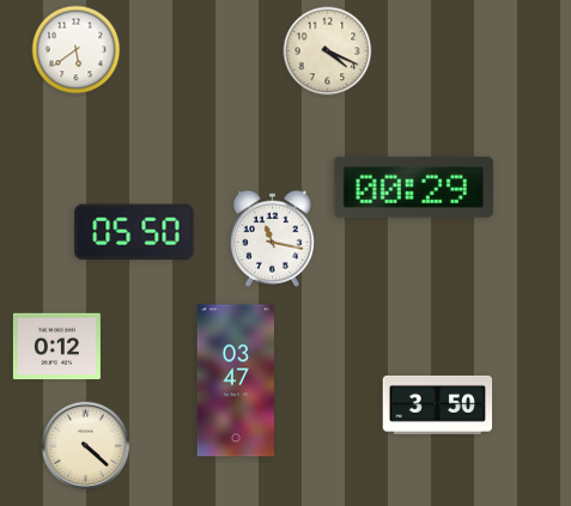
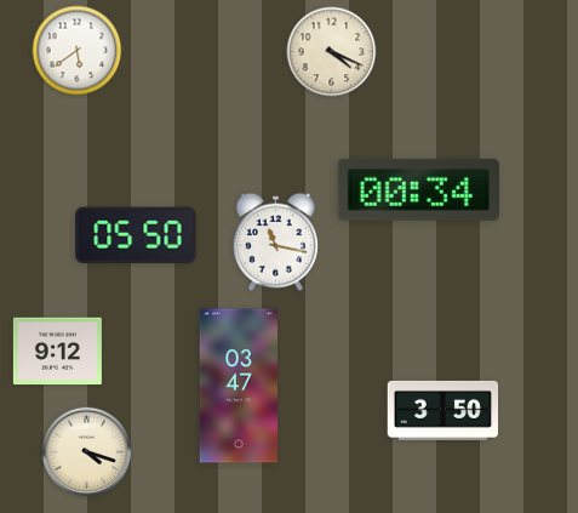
clock at (413, 187): 00:29 -> 00:34
clock at (56, 347): 0:12 -> 9:12
clock at (86, 446): 4:22 -> 4:18
